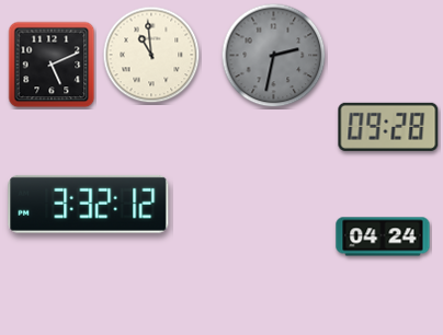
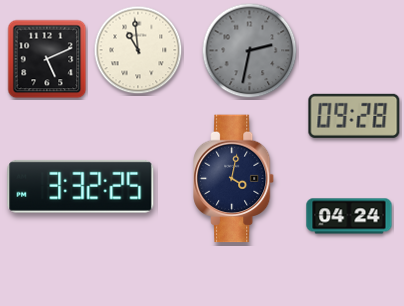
clock at (235, 179): none -> 4:02
clock at (89, 204): 3:32:12 -> 3:32:25
